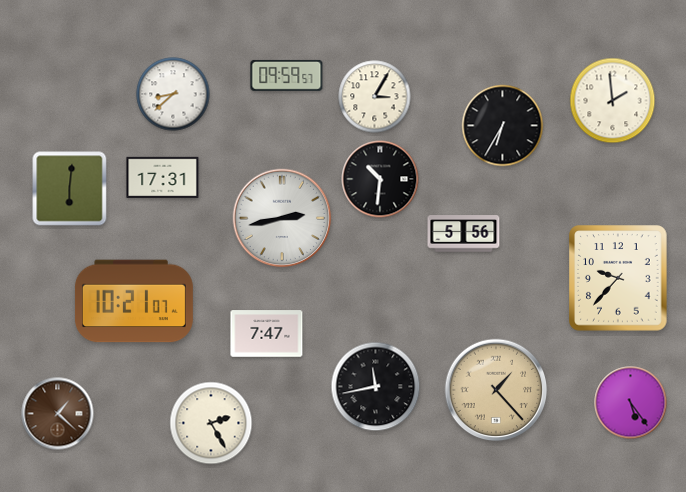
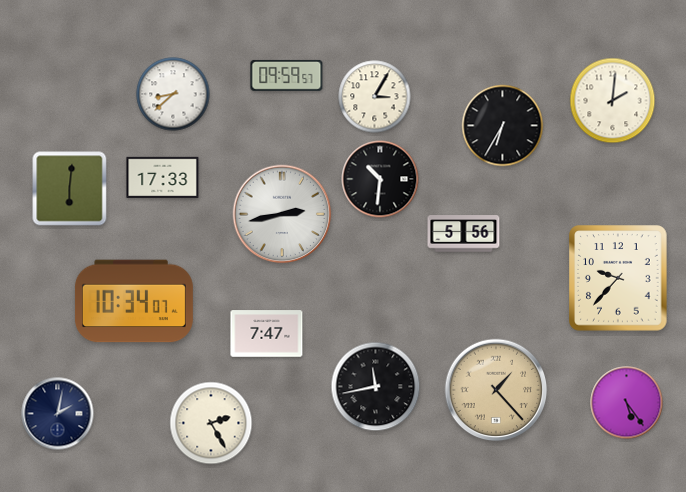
clock at (613, 101): 1:59 -> 2:01
clock at (163, 177): 17:31 -> 17:33
clock at (282, 218) position: (282, 218) -> (282, 214)
clock at (134, 301): 10:21 -> 10:34
clock at (631, 403) position: (631, 403) -> (627, 403)
clock at (58, 414): 1:22 -> 2:02
clock at (58, 414) dial: brown -> navy
